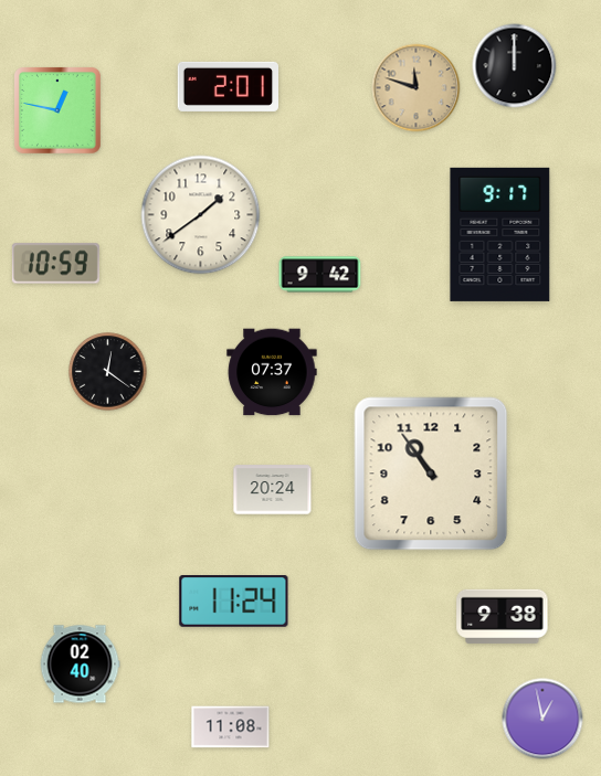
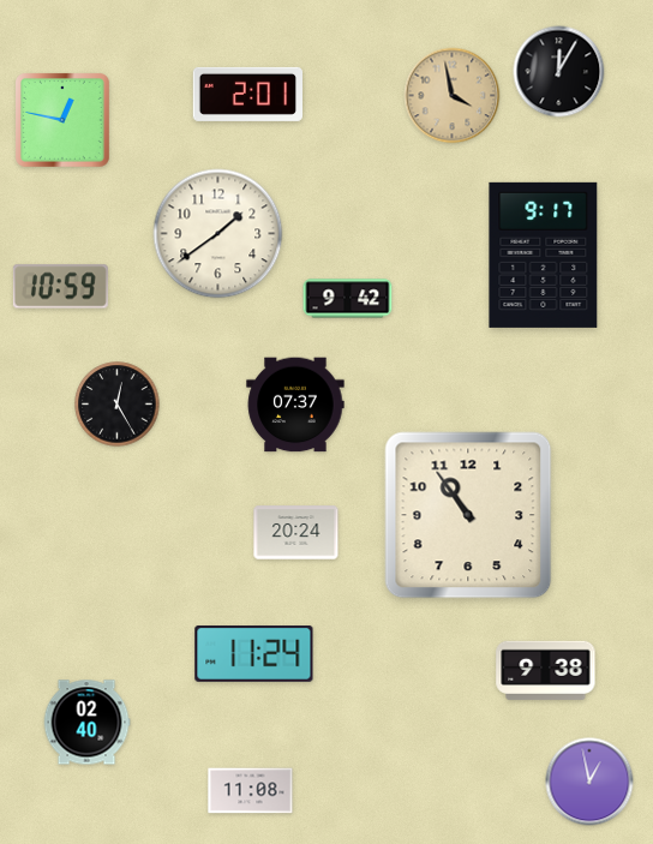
clock at (515, 66): 12:00 -> 12:05
clock at (417, 88): 11:48 -> 3:58
clock at (108, 372): 12:21 -> 12:25
